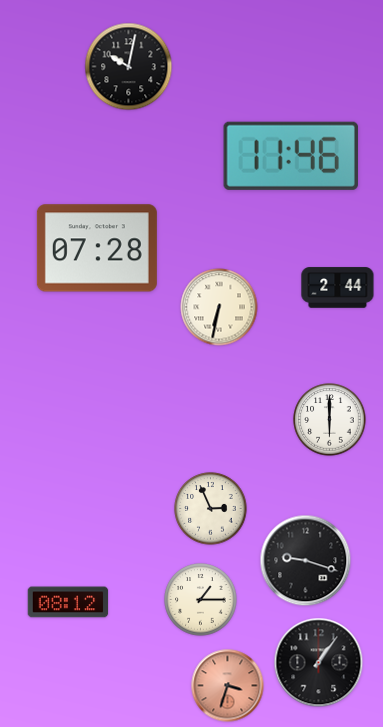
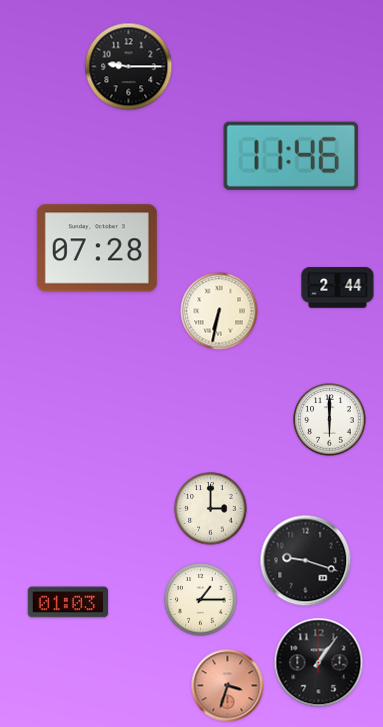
clock at (129, 67): 10:02 -> 9:15
clock at (219, 307) position: (219, 307) -> (219, 311)
clock at (211, 509): 2:56 -> 3:00
clock at (68, 602): 08:12 -> 01:03
